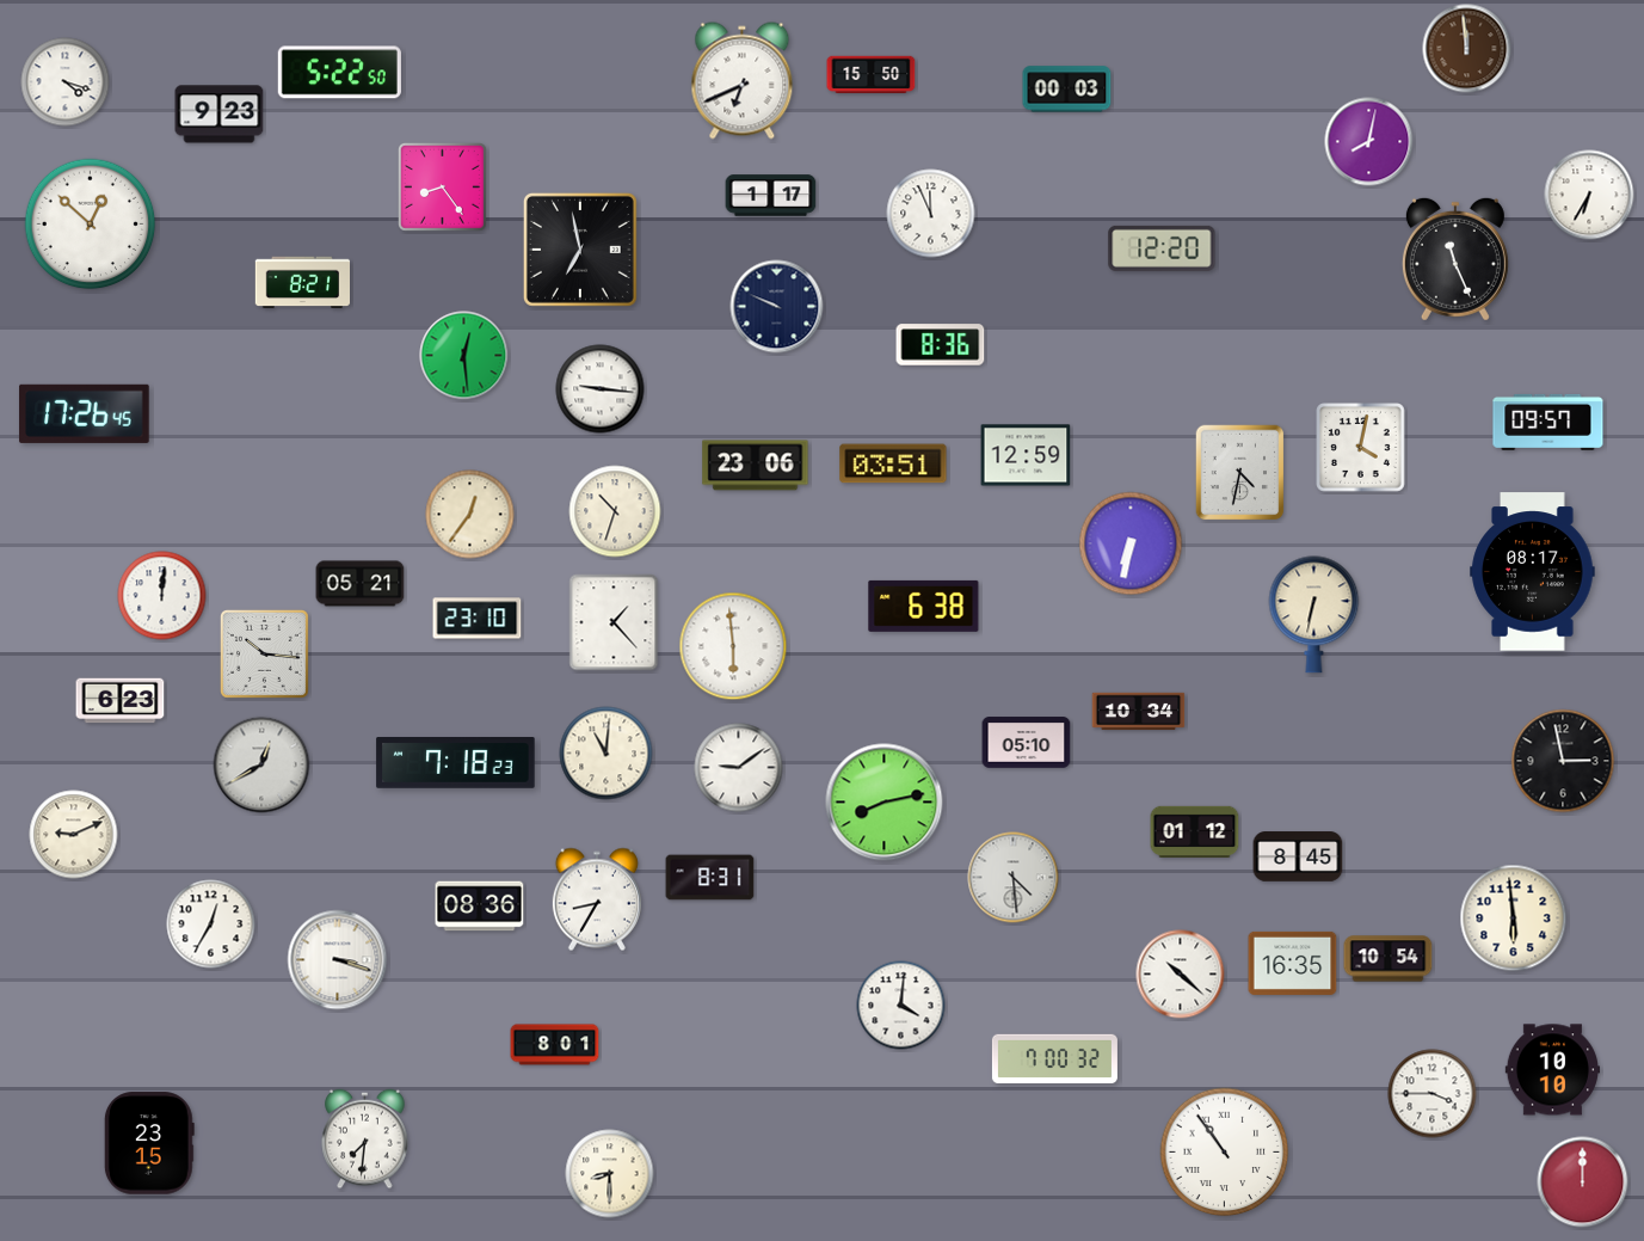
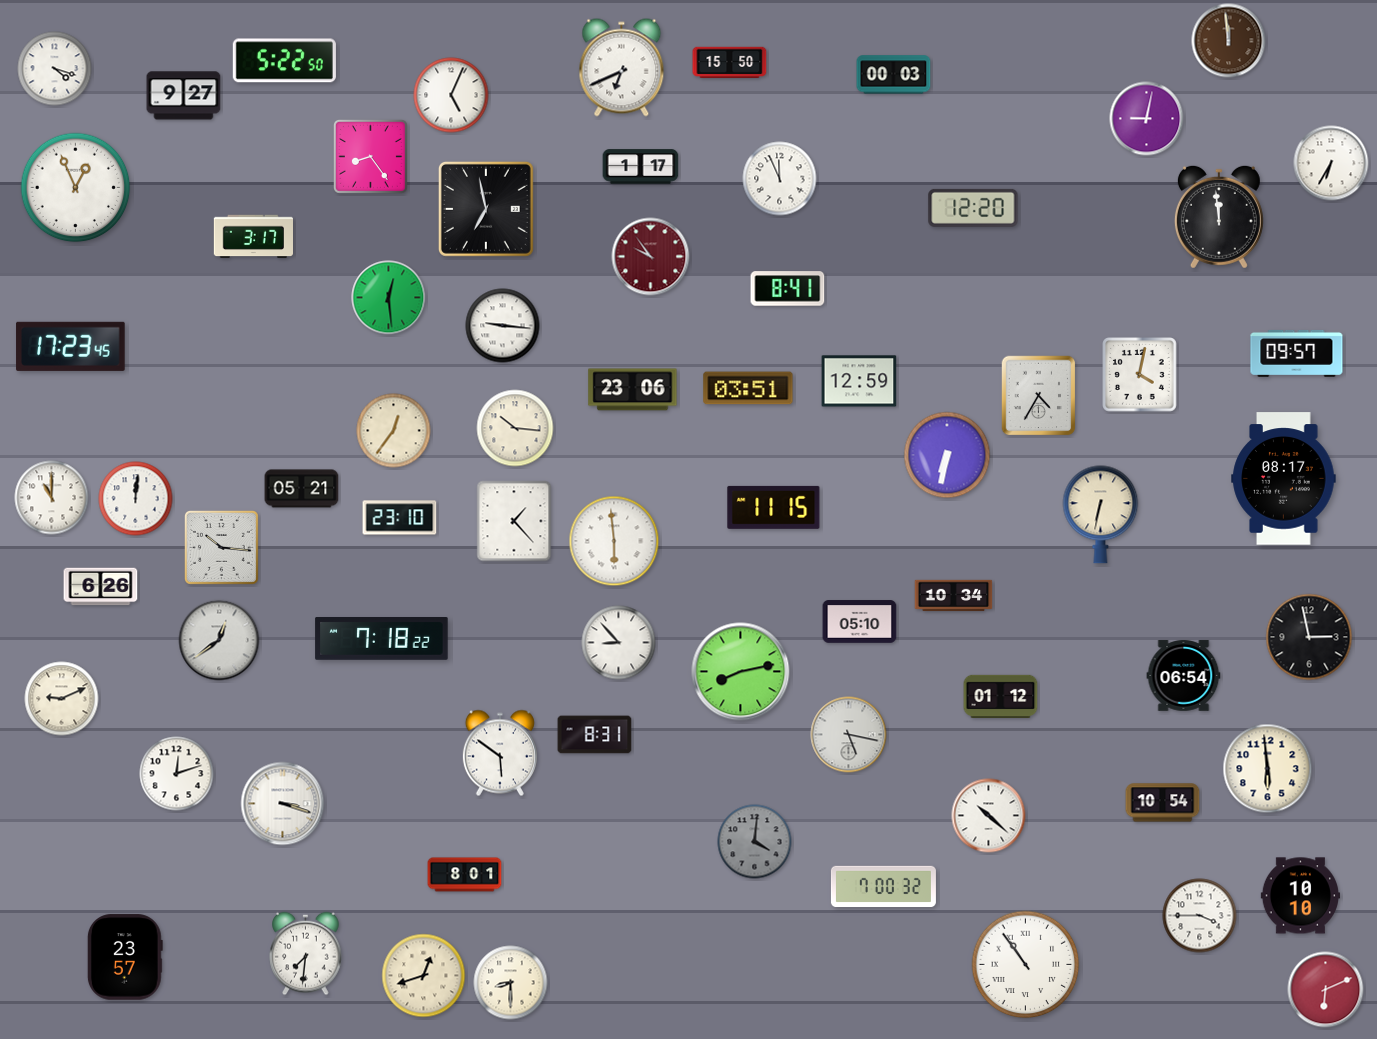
clock at (451, 95): none -> 5:04
clock at (220, 115): 9:23 -> 9:27
clock at (1369, 142): 8:02 -> 9:02
clock at (771, 196) position: (771, 196) -> (641, 167)
clock at (91, 225): 12:52 -> 12:56
clock at (1455, 259): 11:26 -> 11:59
clock at (302, 283): 8:21 -> 3:17
clock at (777, 307): 9:49 -> 9:54
clock at (777, 307) dial: navy -> burgundy
clock at (941, 345): 8:36 -> 8:41
clock at (85, 413): 17:26 -> 17:23
clock at (1240, 473): 4:32 -> 4:35
clock at (615, 511): 10:33 -> 10:16
clock at (52, 498): none -> 11:00
clock at (924, 606): 6:38 -> 11:15
clock at (121, 701): 6:23 -> 6:26
clock at (607, 754): 11:01 -> none
clock at (456, 763): 7:18:23 -> 7:18:22
clock at (261, 764): 12:40 -> 12:39
clock at (739, 768): 9:09 -> 8:53
clock at (1184, 676): none -> 06:54
clock at (1298, 856): 8:45 -> none
clock at (1014, 878): 4:29 -> 5:17
clock at (597, 899): 8:35 -> 5:51
clock at (480, 907): 08:36 -> none
clock at (211, 924): 12:35 -> 12:12
clock at (1293, 963): 16:35 -> none
clock at (901, 1006) dial: white -> grey
clock at (149, 1143): 23:15 -> 23:57
clock at (424, 976): none -> 12:42
clock at (1583, 1182): 12:00 -> 6:11
